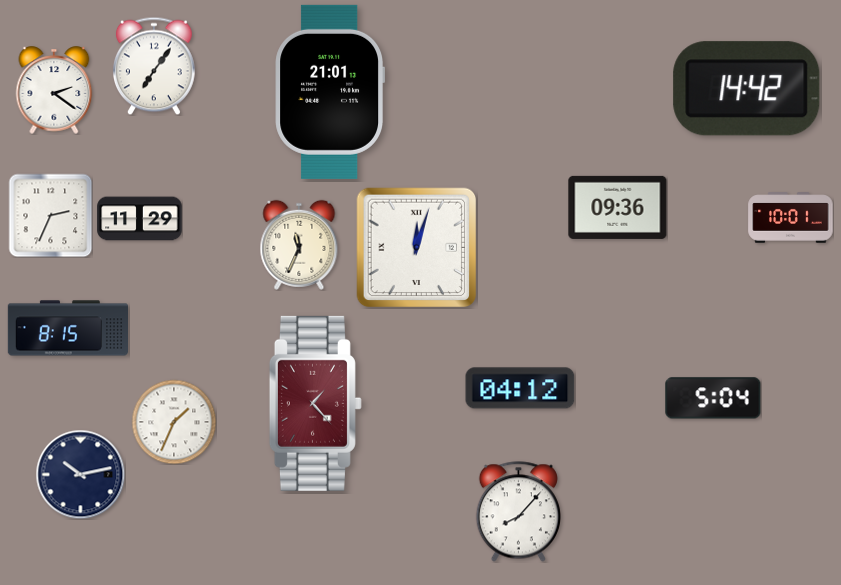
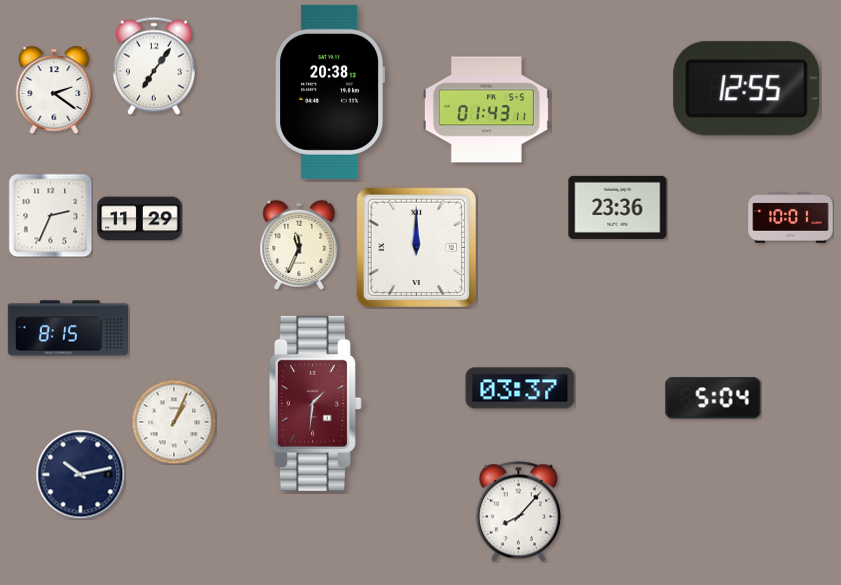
clock at (747, 89): 14:42 -> 12:55
clock at (329, 92): 21:01 -> 20:38
clock at (486, 110): none -> 01:43
clock at (618, 207): 09:36 -> 23:36
clock at (417, 248): 12:03 -> 12:00
clock at (520, 388): 04:12 -> 03:37
clock at (315, 403): 1:23 -> 1:31
clock at (174, 422): 1:34 -> 1:04
